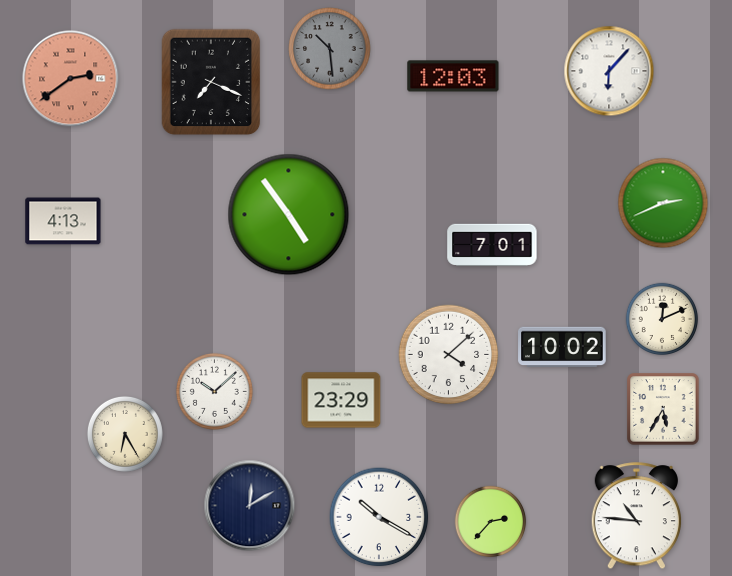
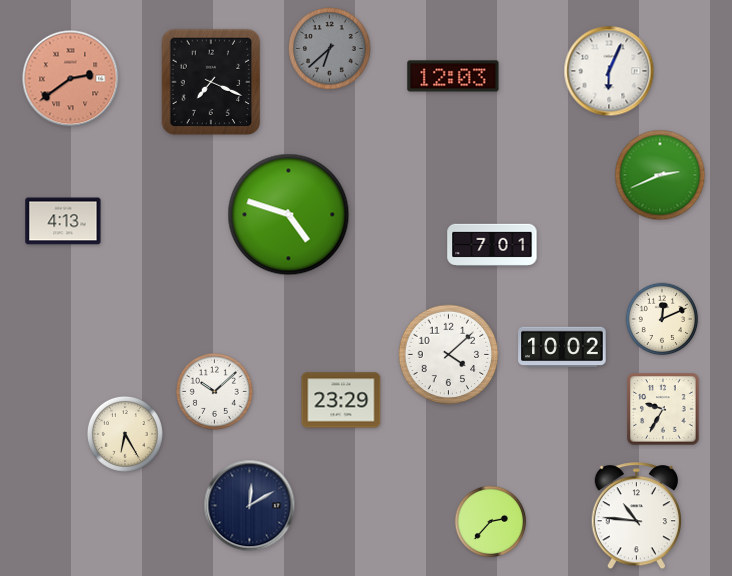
clock at (330, 49): 10:29 -> 6:38
clock at (609, 71): 6:07 -> 6:04
clock at (663, 203) position: (663, 203) -> (660, 175)
clock at (289, 215): 4:54 -> 4:48
clock at (663, 409): 5:35 -> 9:35
clock at (379, 517): 10:20 -> none
